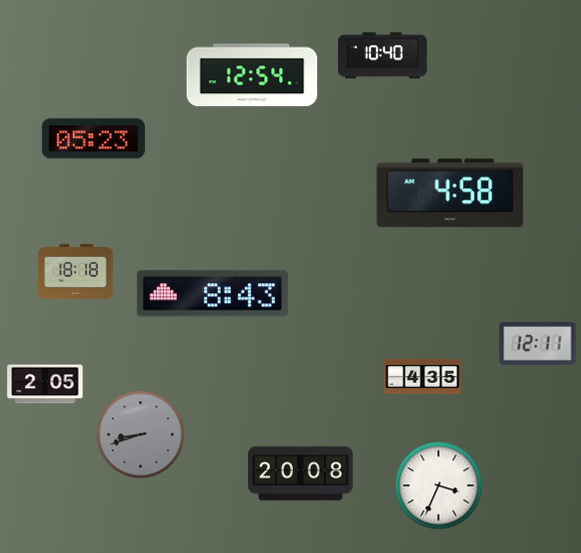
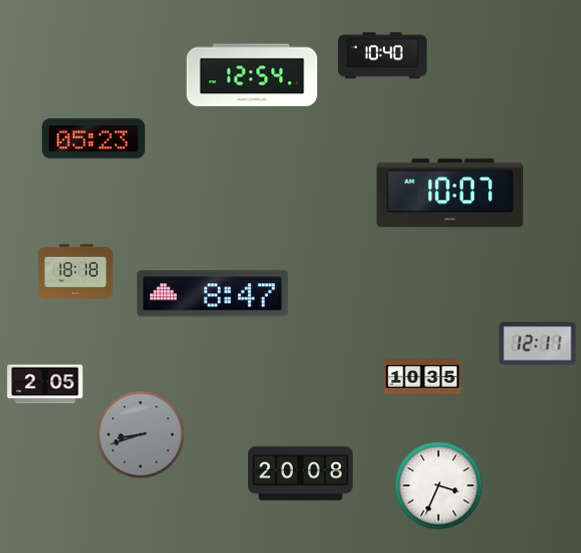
clock at (450, 193): 4:58 -> 10:07
clock at (212, 294): 8:43 -> 8:47
clock at (423, 377): 4:35 -> 10:35
